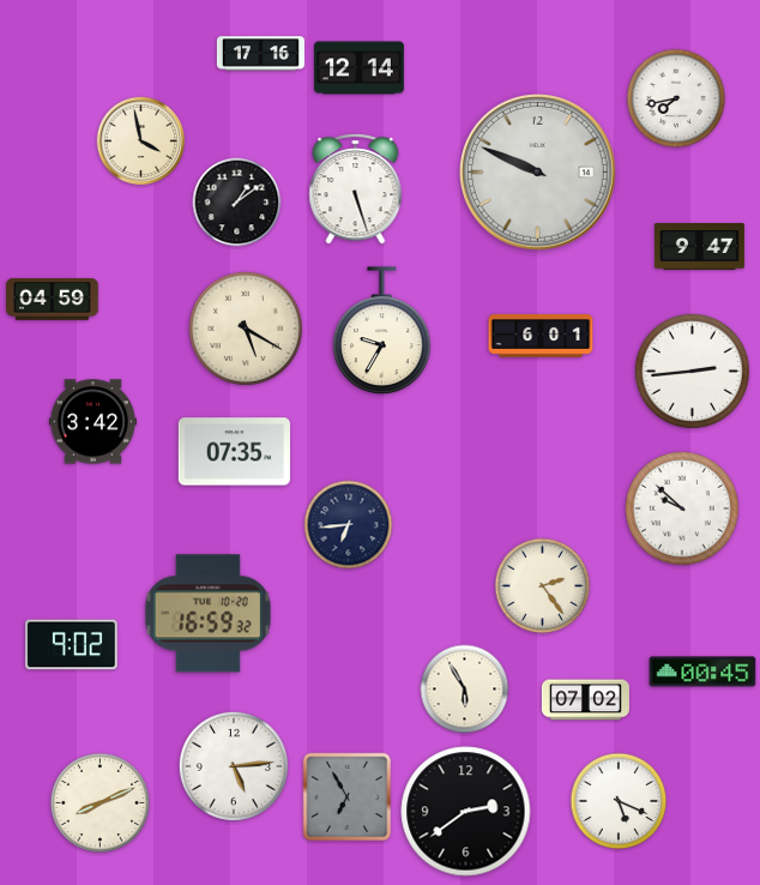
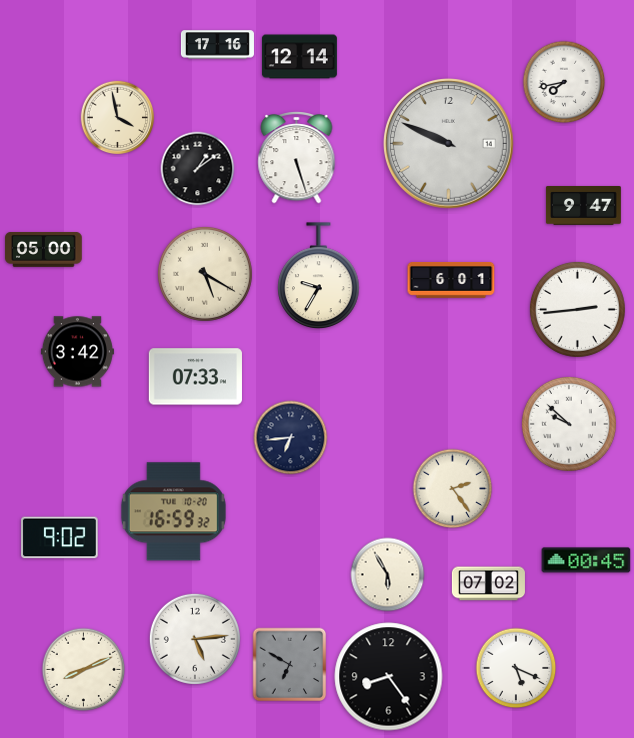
clock at (53, 300): 04:59 -> 05:00
clock at (234, 452): 07:35 -> 07:33
clock at (348, 797): 6:55 -> 6:50
clock at (466, 812): 2:39 -> 8:24
